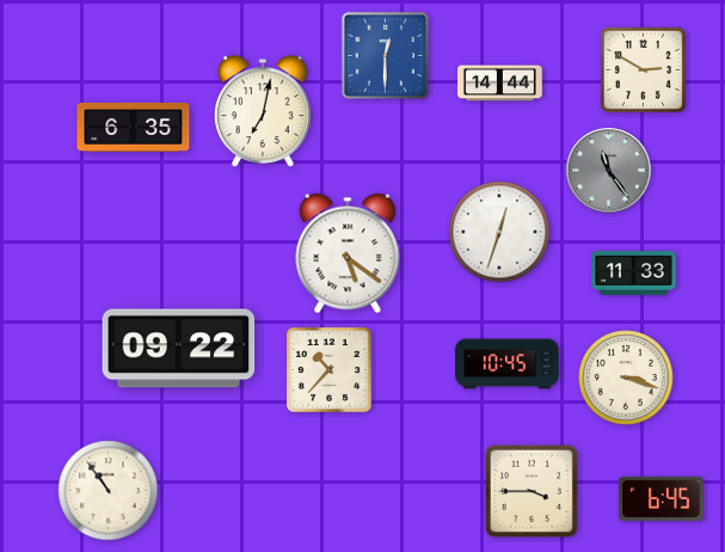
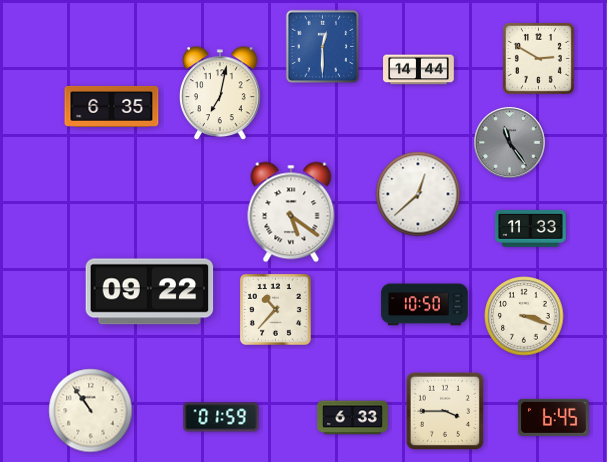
clock at (499, 232): 12:33 -> 12:38
clock at (508, 364): 10:45 -> 10:50
clock at (221, 417): none -> 01:59
clock at (353, 418): none -> 6:33
